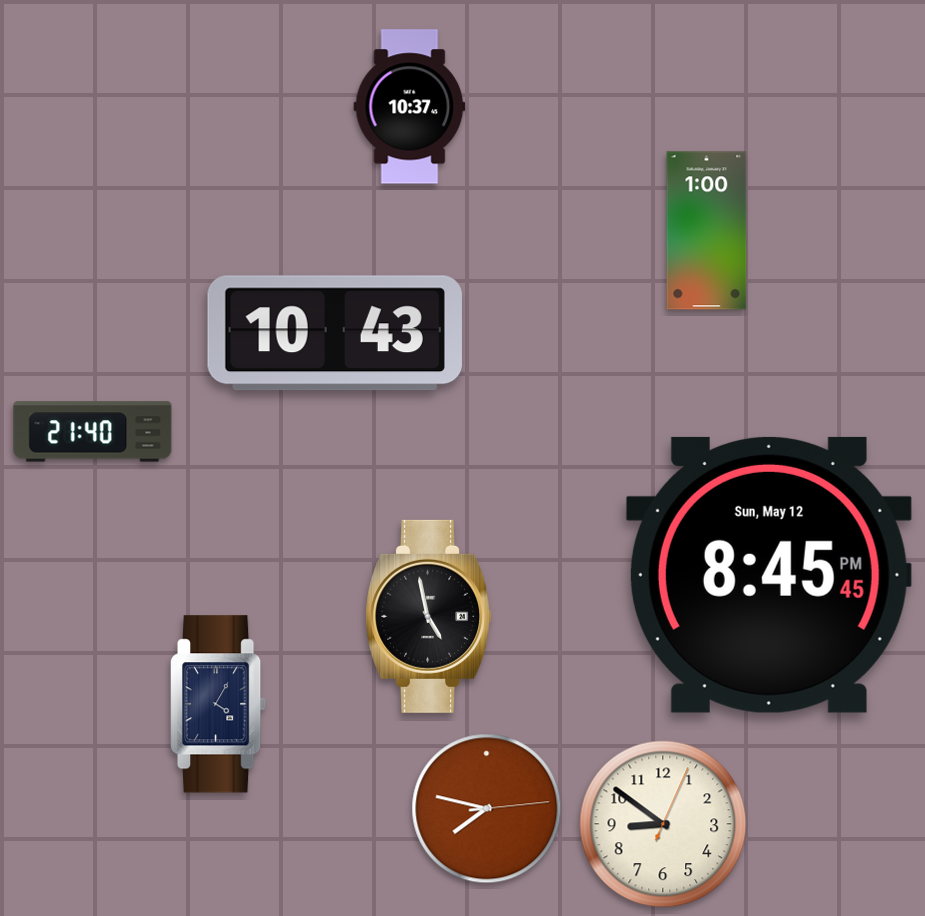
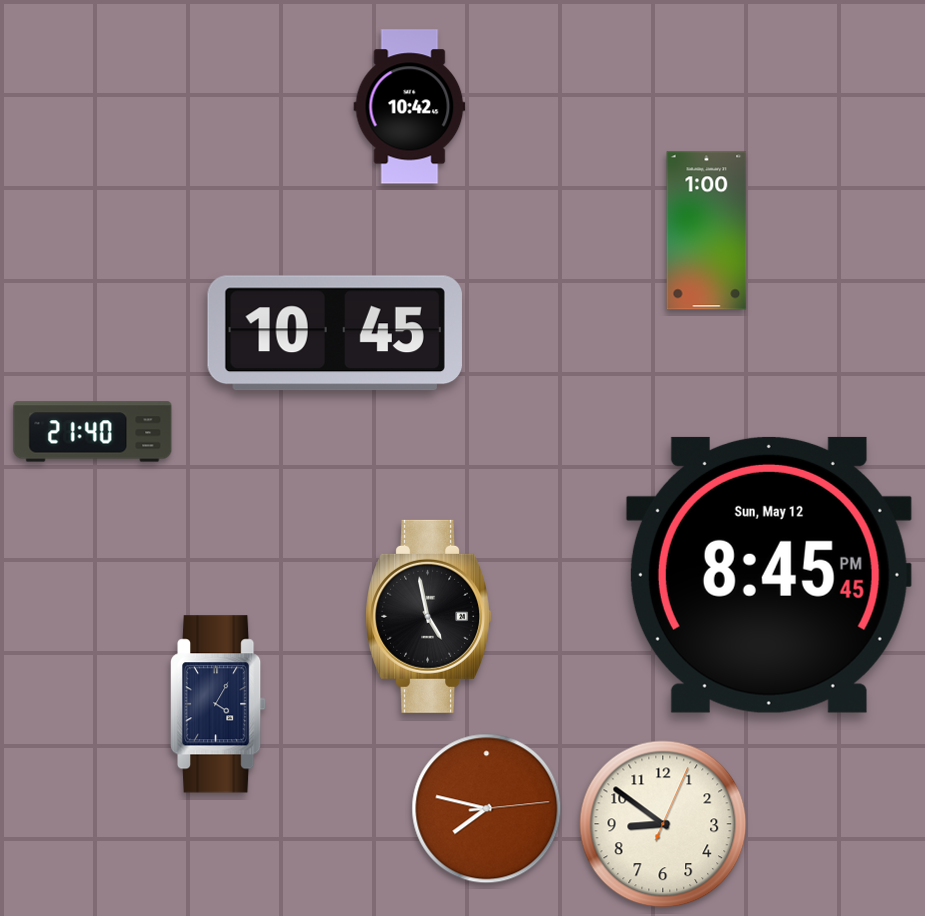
clock at (410, 107): 10:37 -> 10:42
clock at (335, 333): 10:43 -> 10:45
